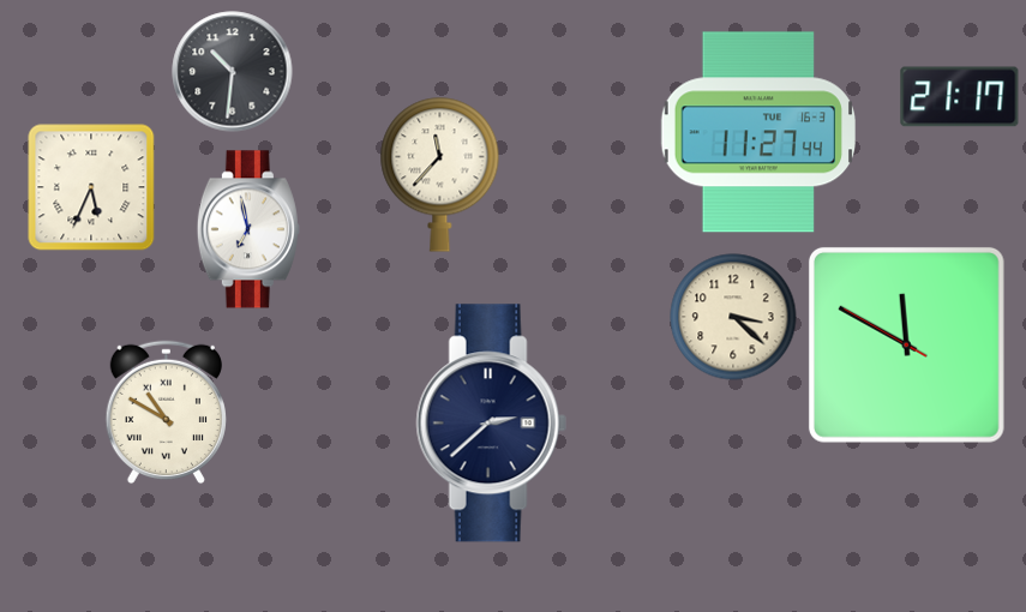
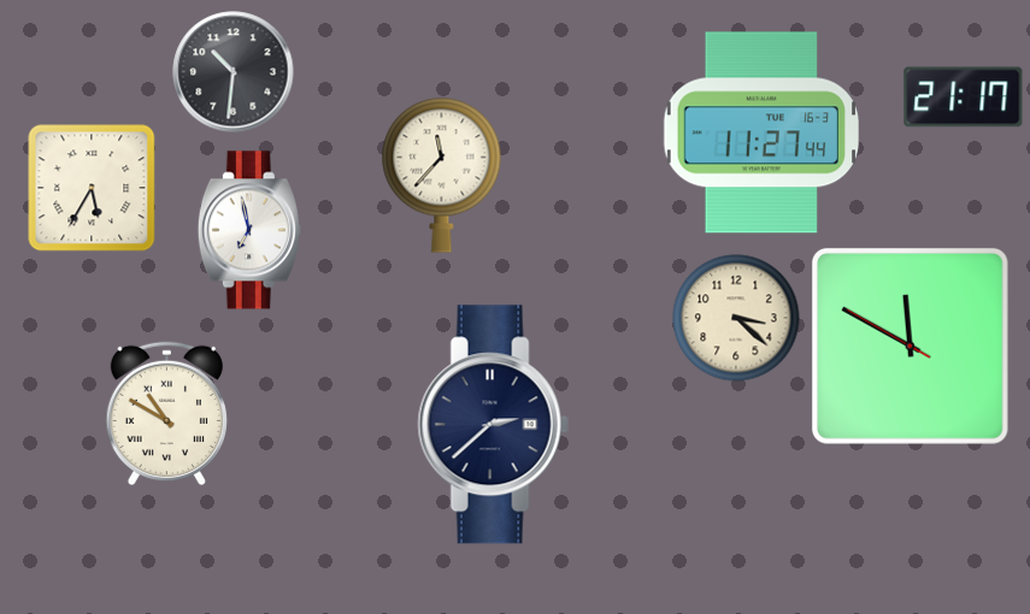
clock at (91, 187): 5:34 -> 5:35
